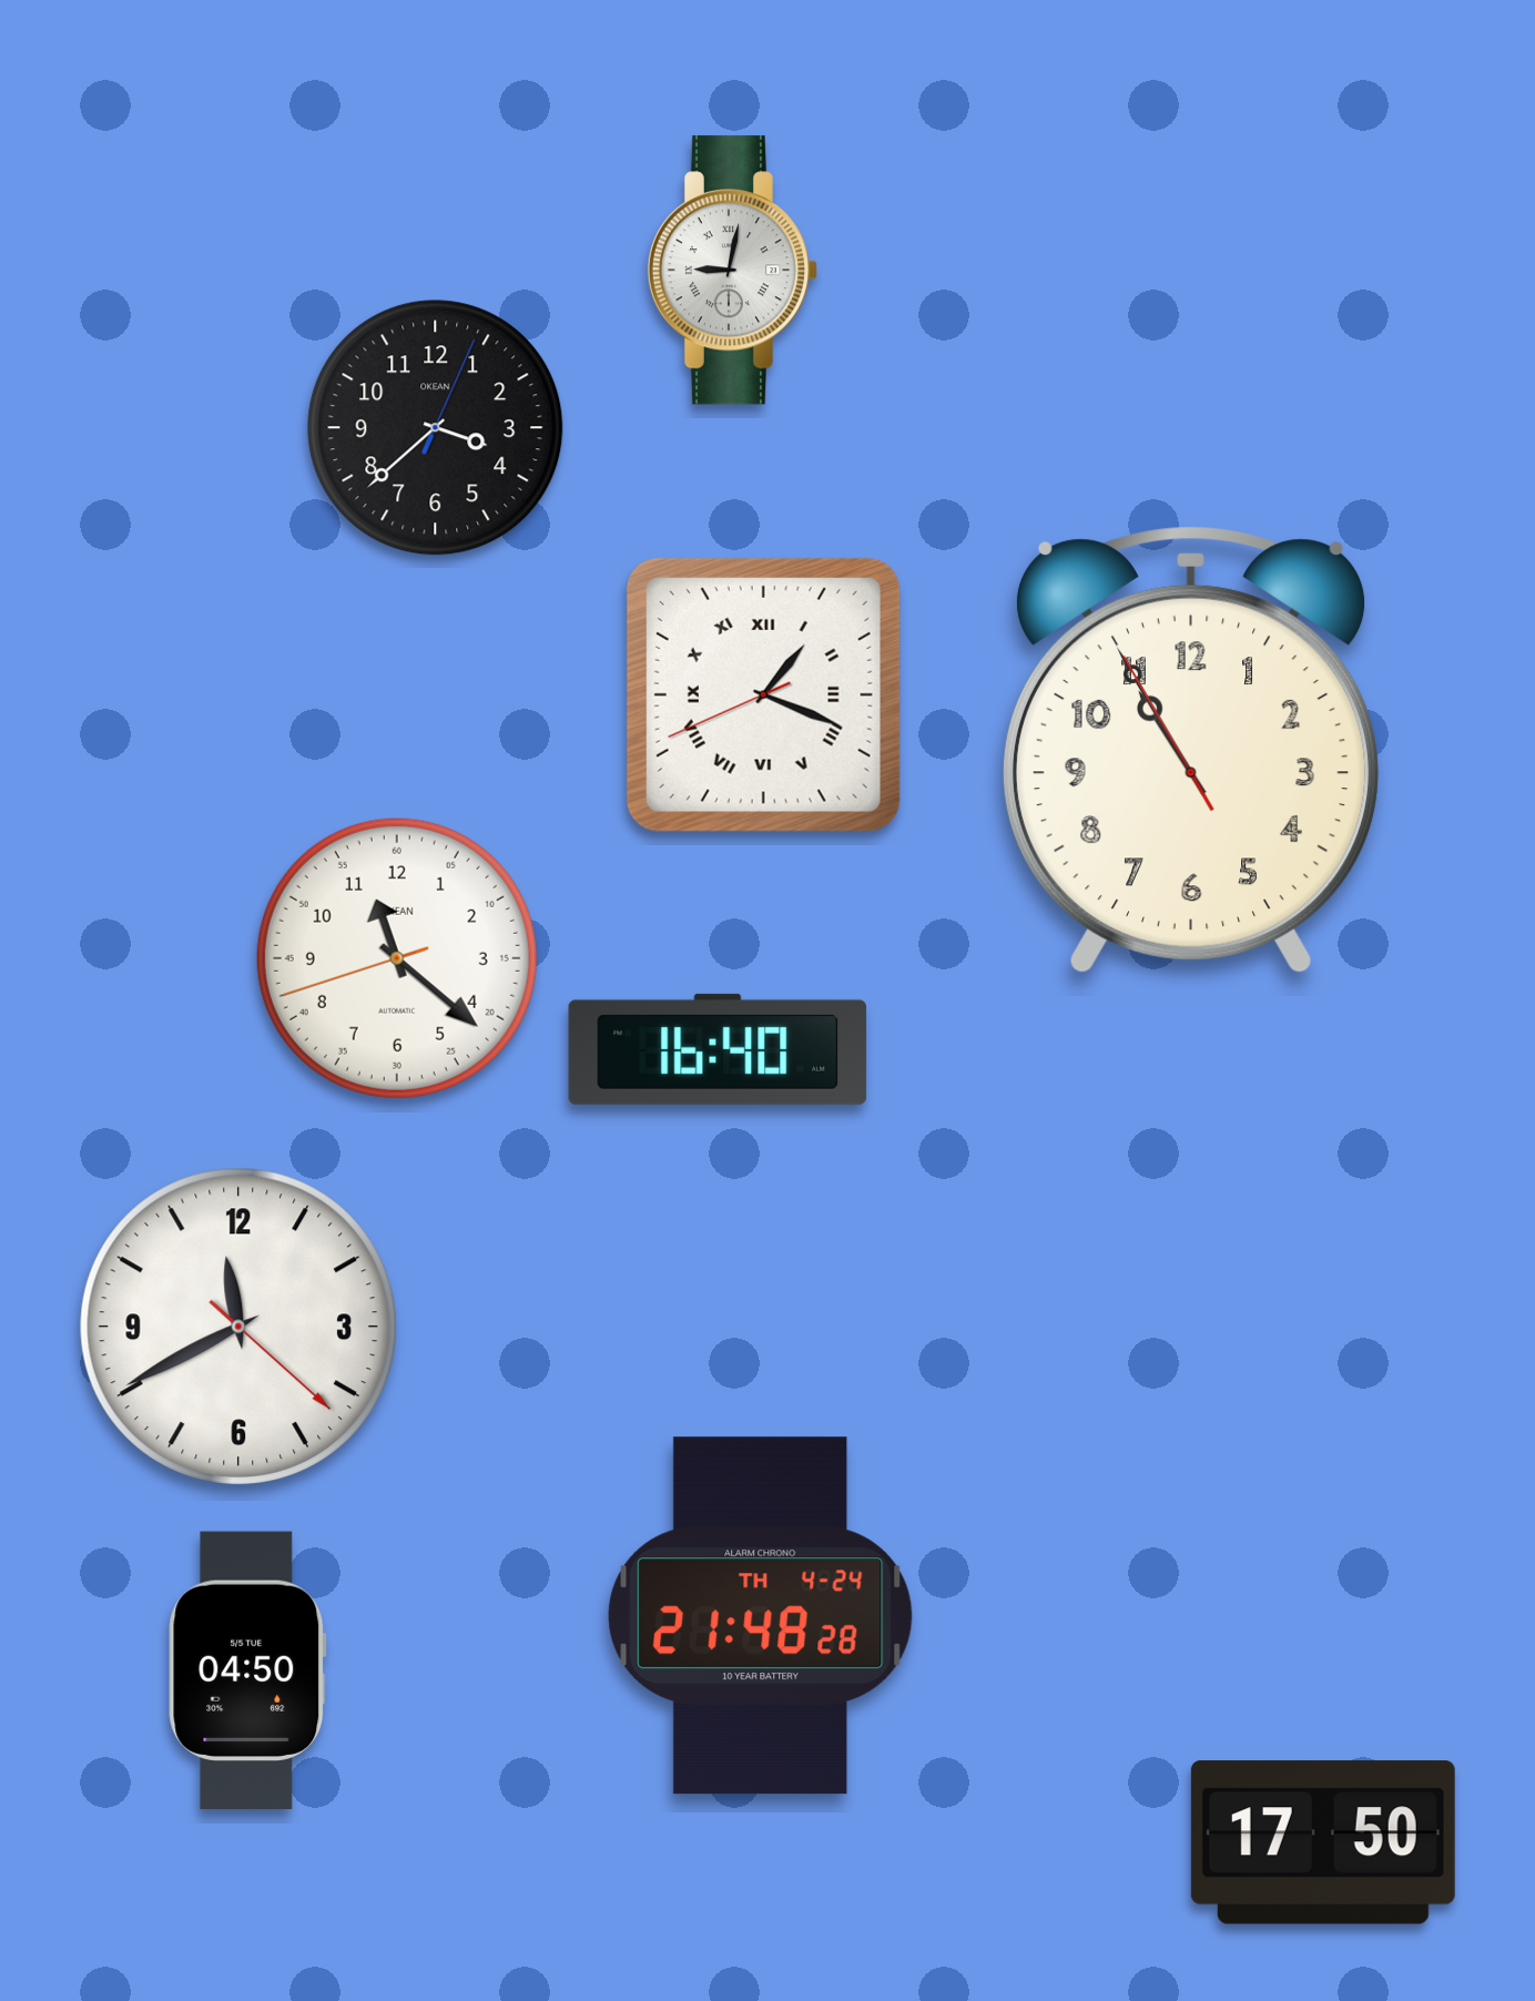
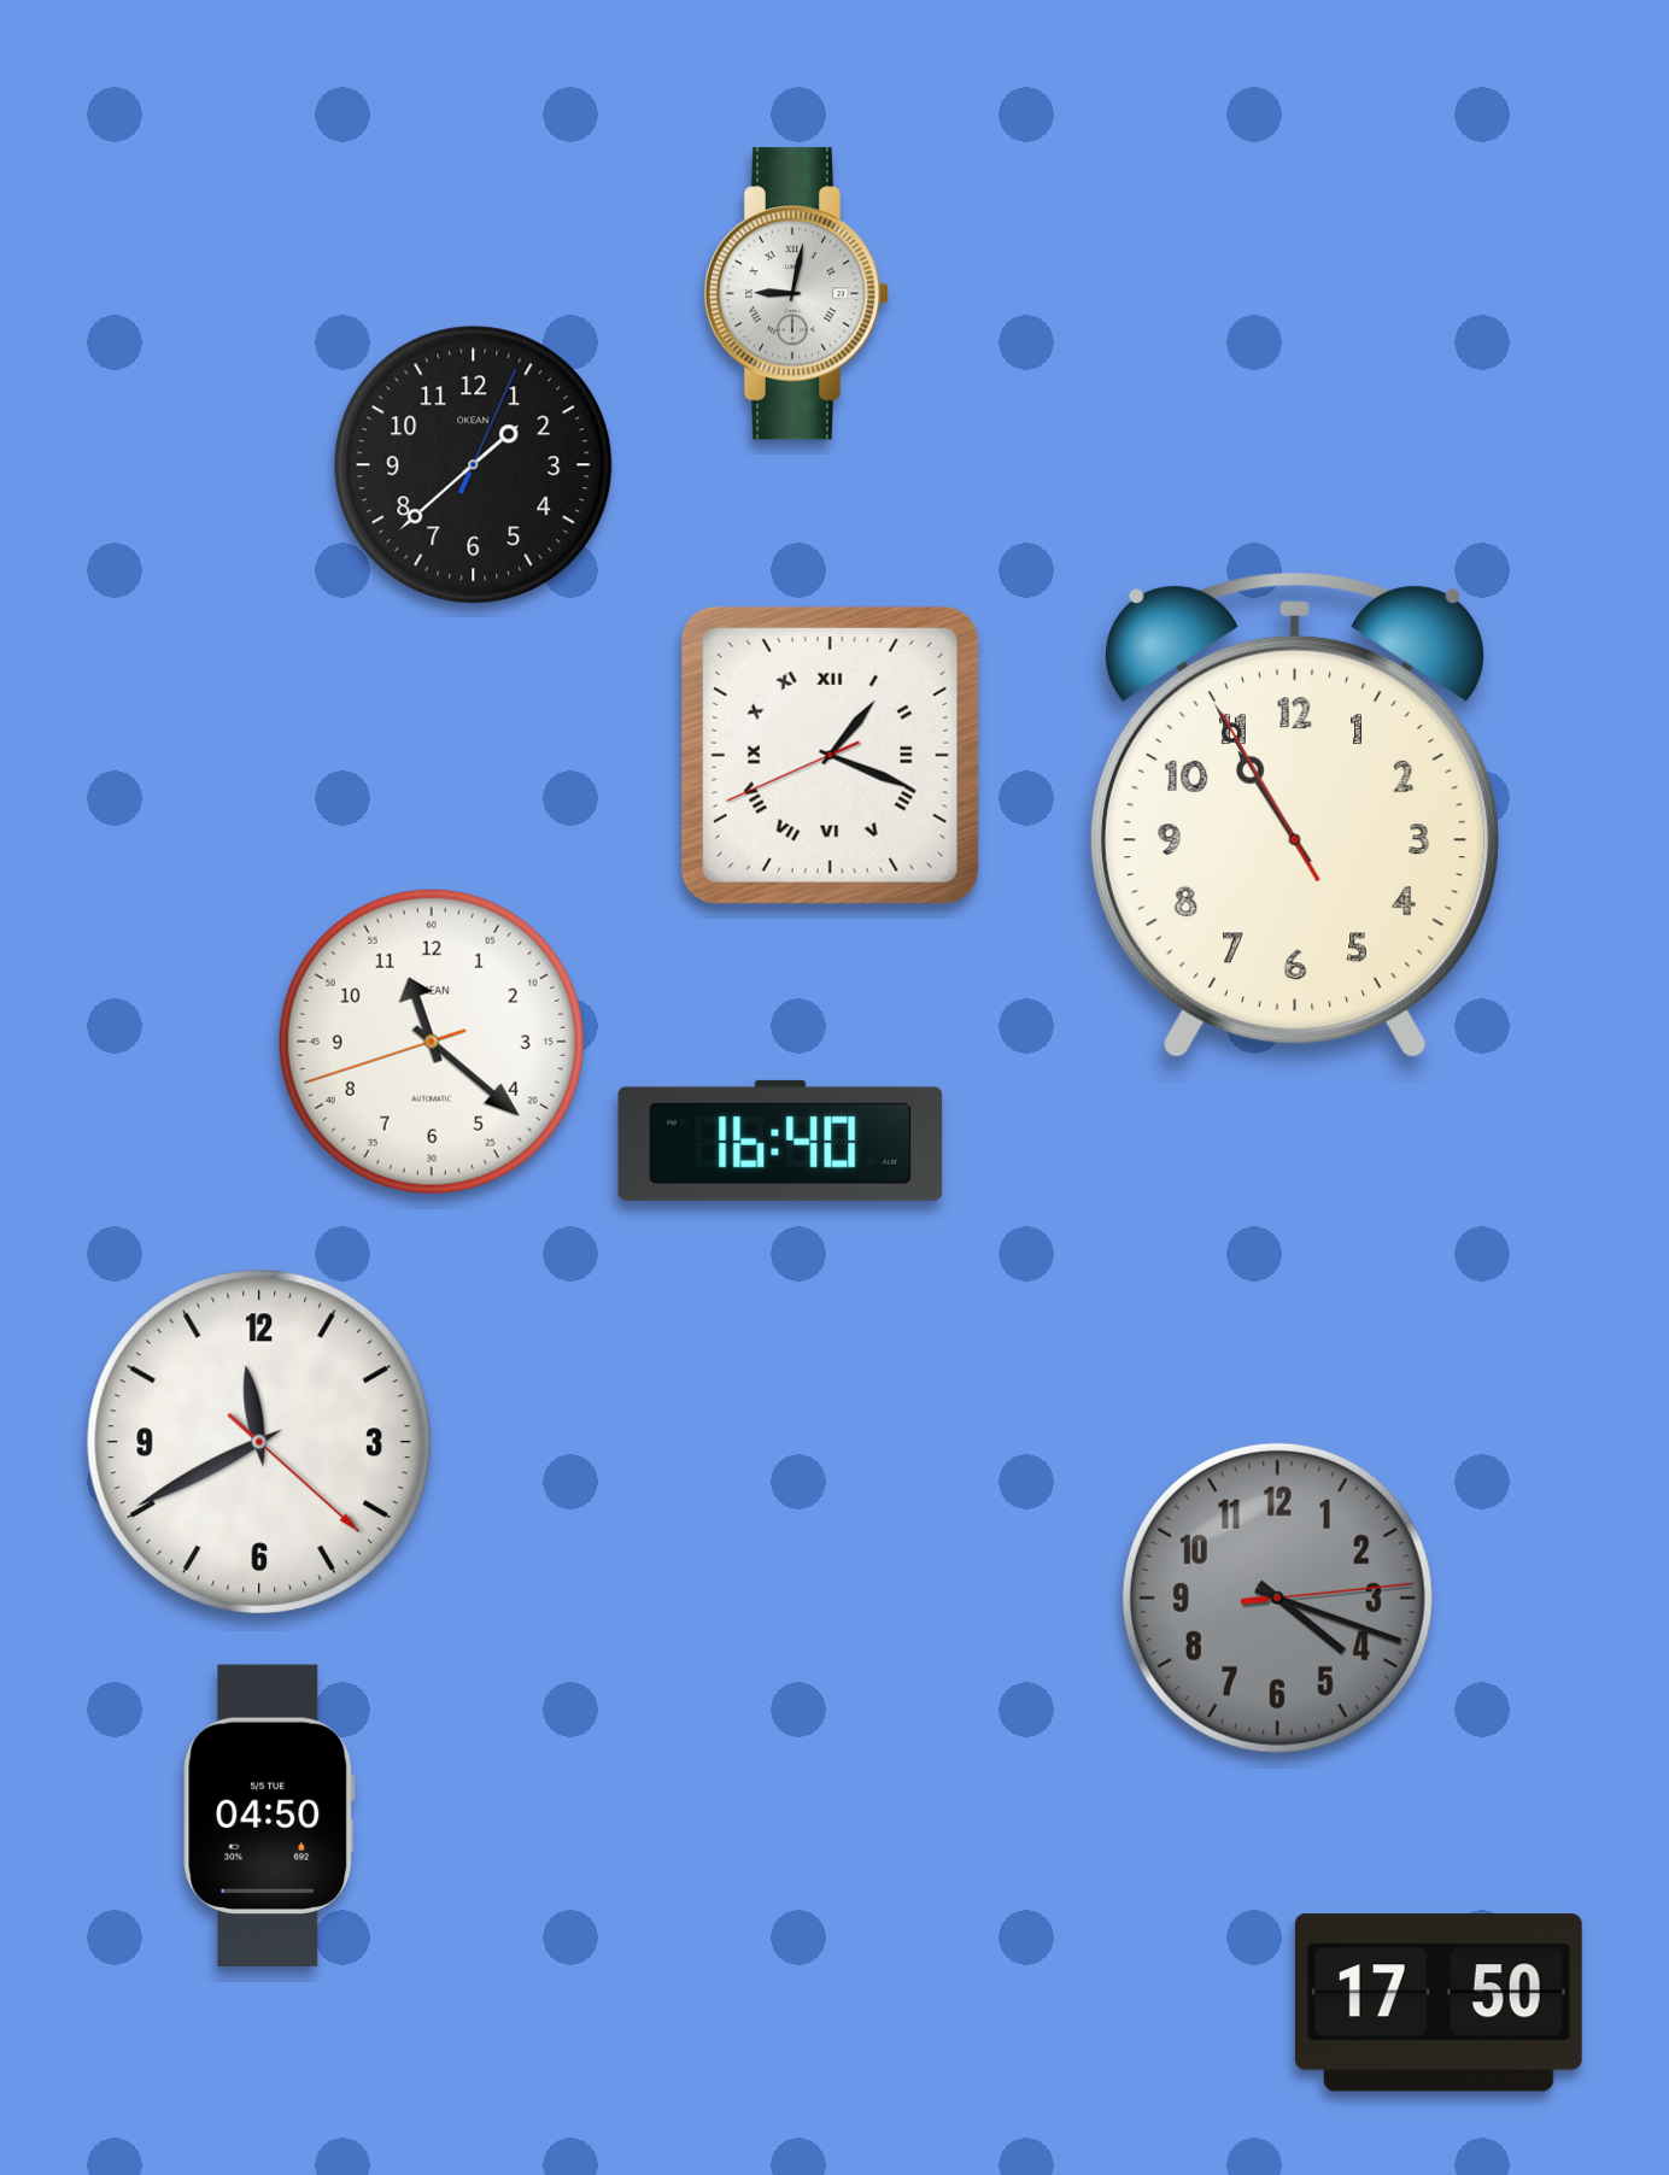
clock at (436, 428): 3:38 -> 1:38
clock at (1277, 1597): none -> 4:18
clock at (761, 1616): 21:48 -> none
